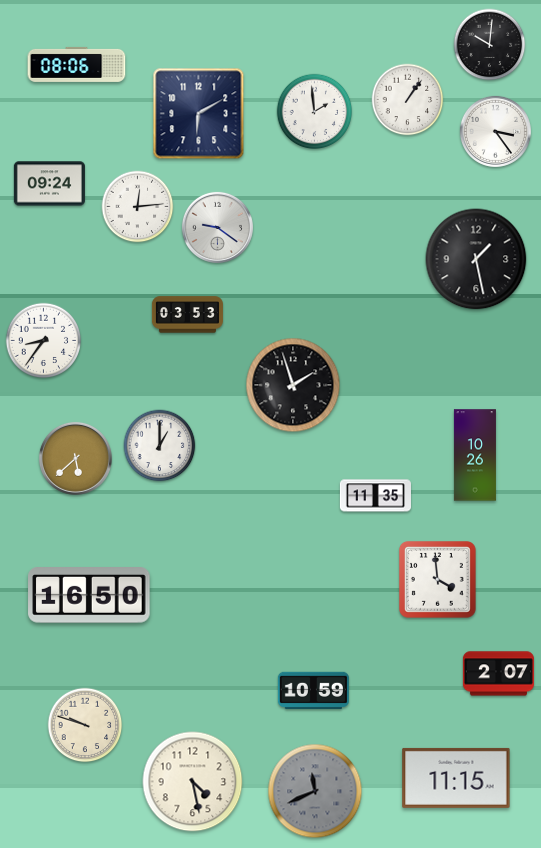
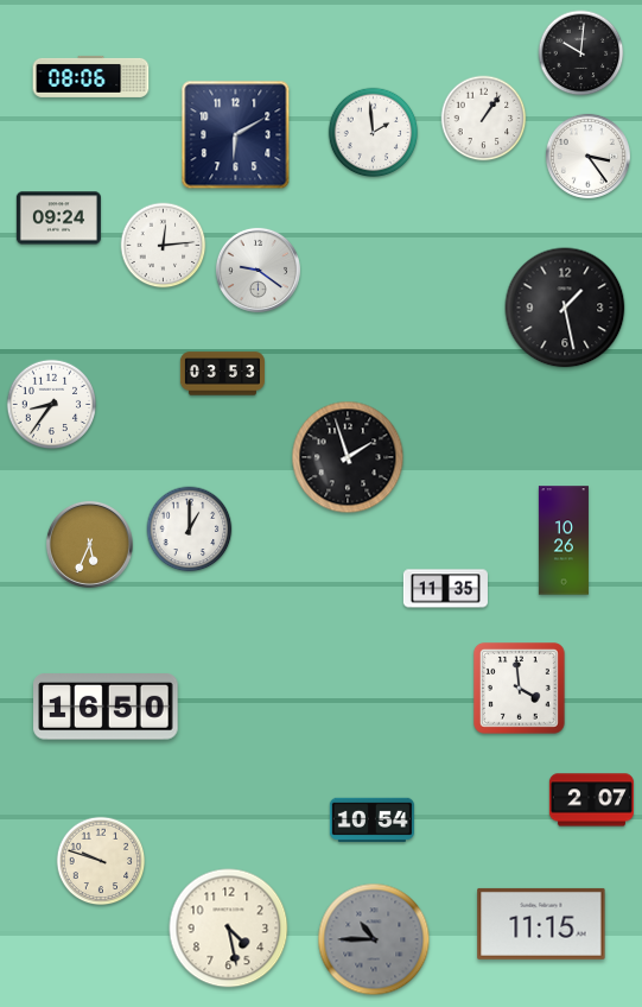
clock at (75, 458): 5:38 -> 5:34
clock at (313, 690): 10:59 -> 10:54
clock at (315, 791): 11:41 -> 10:45
